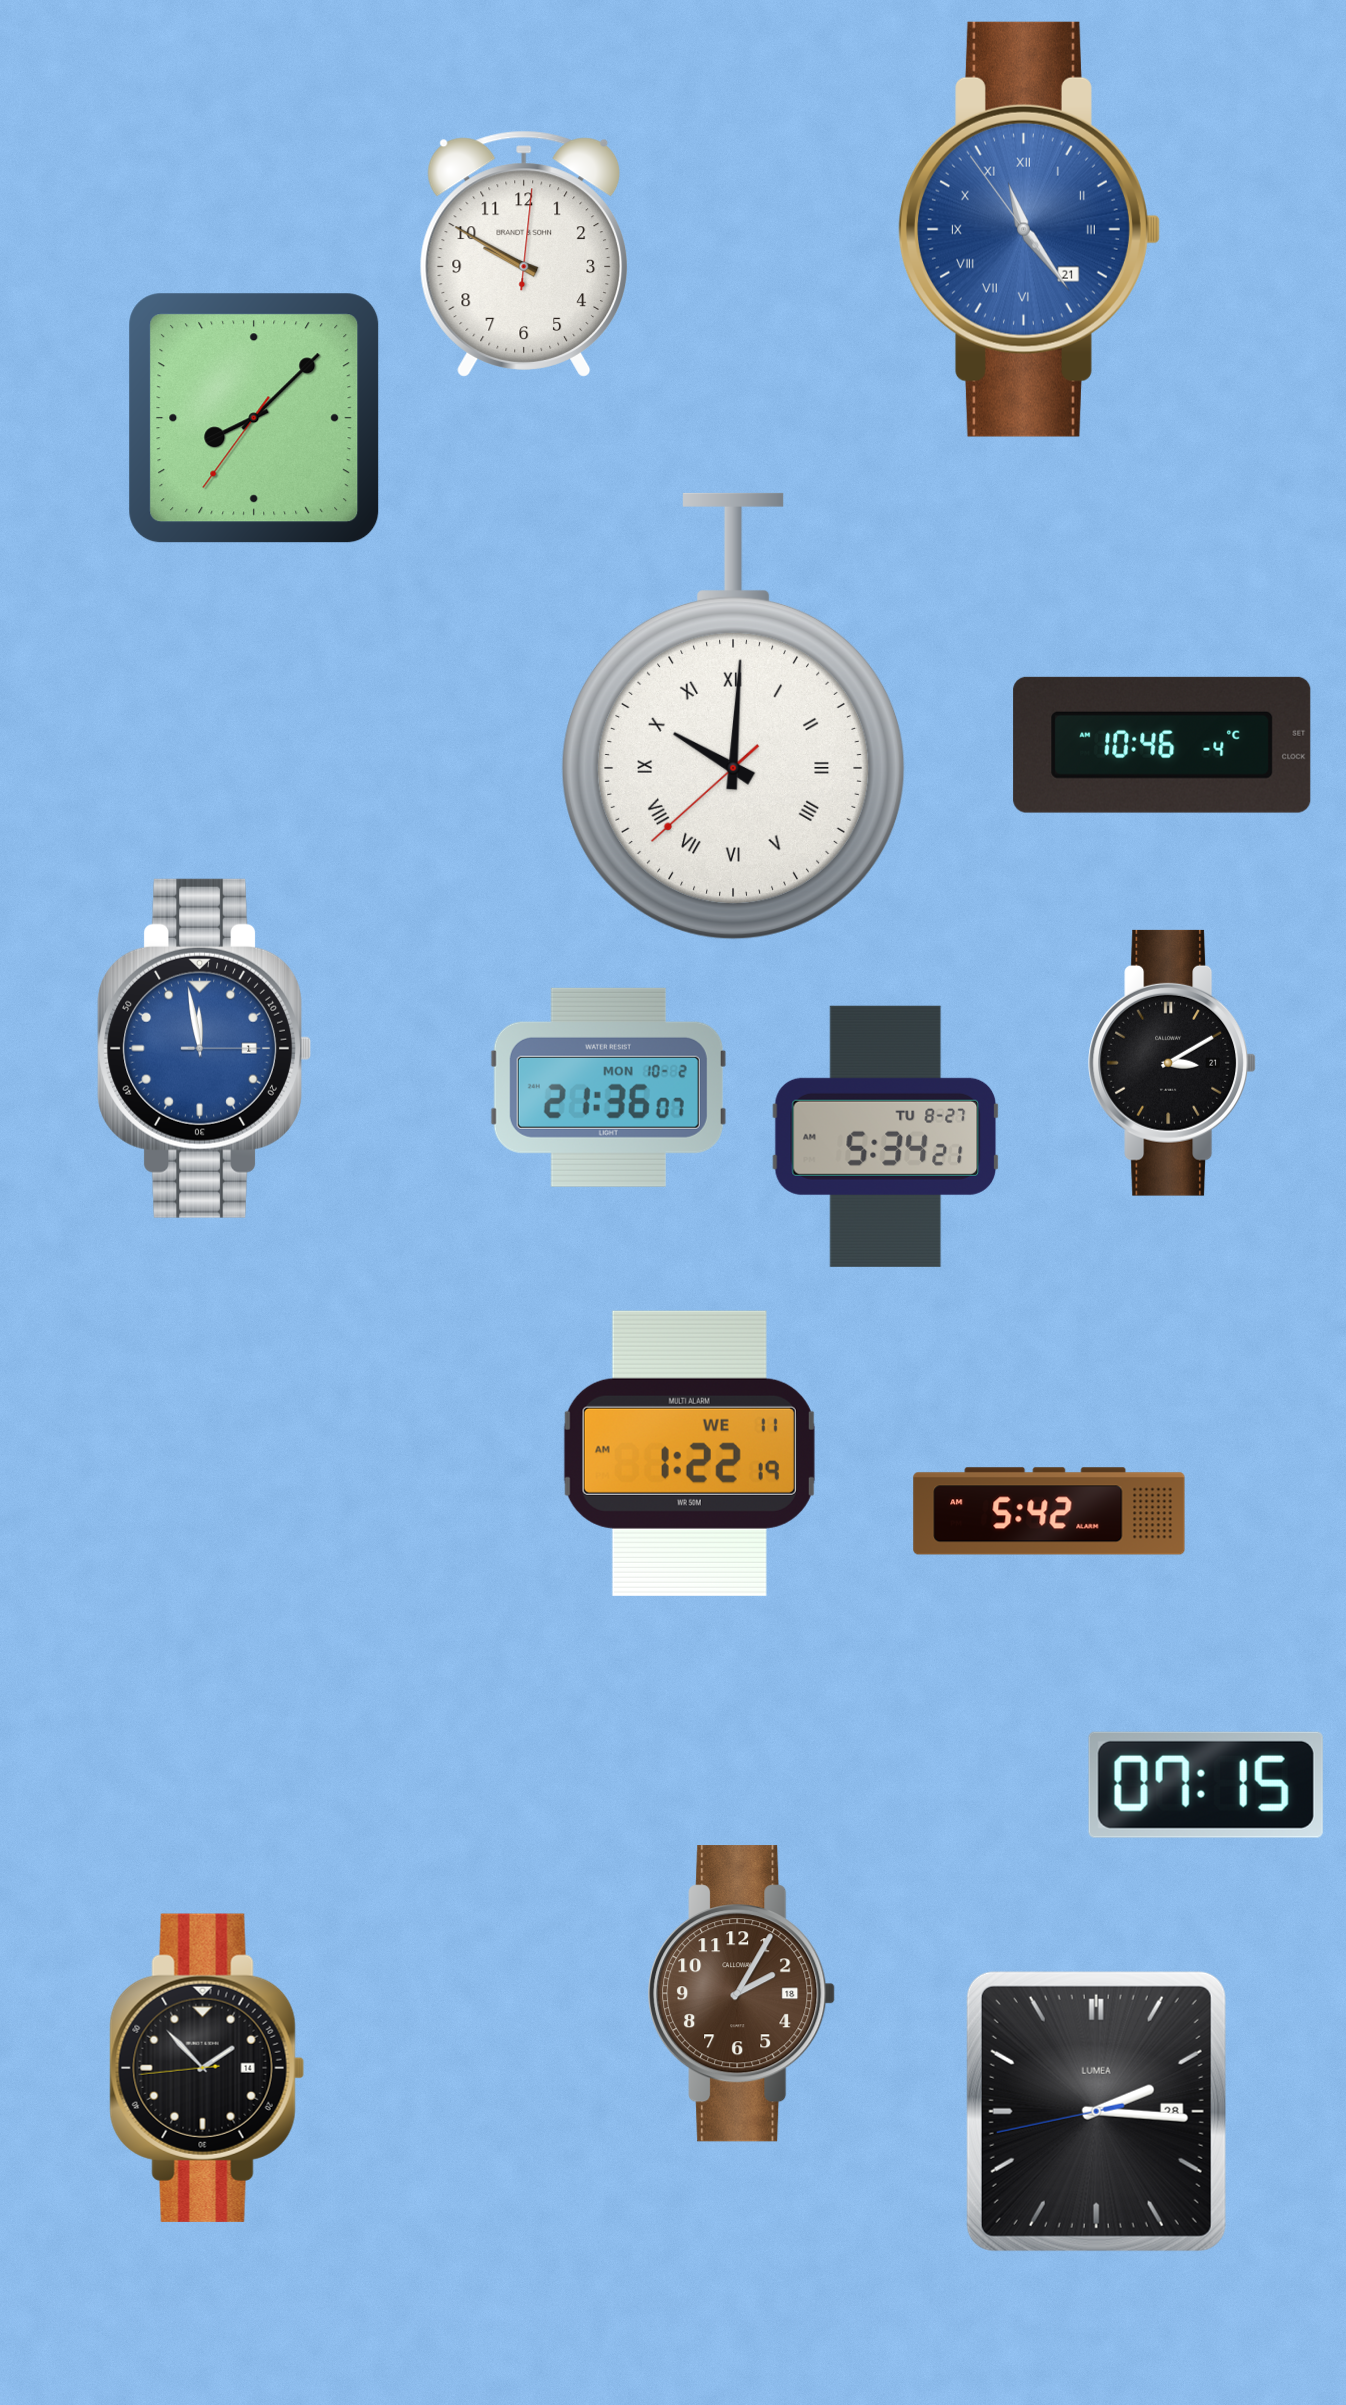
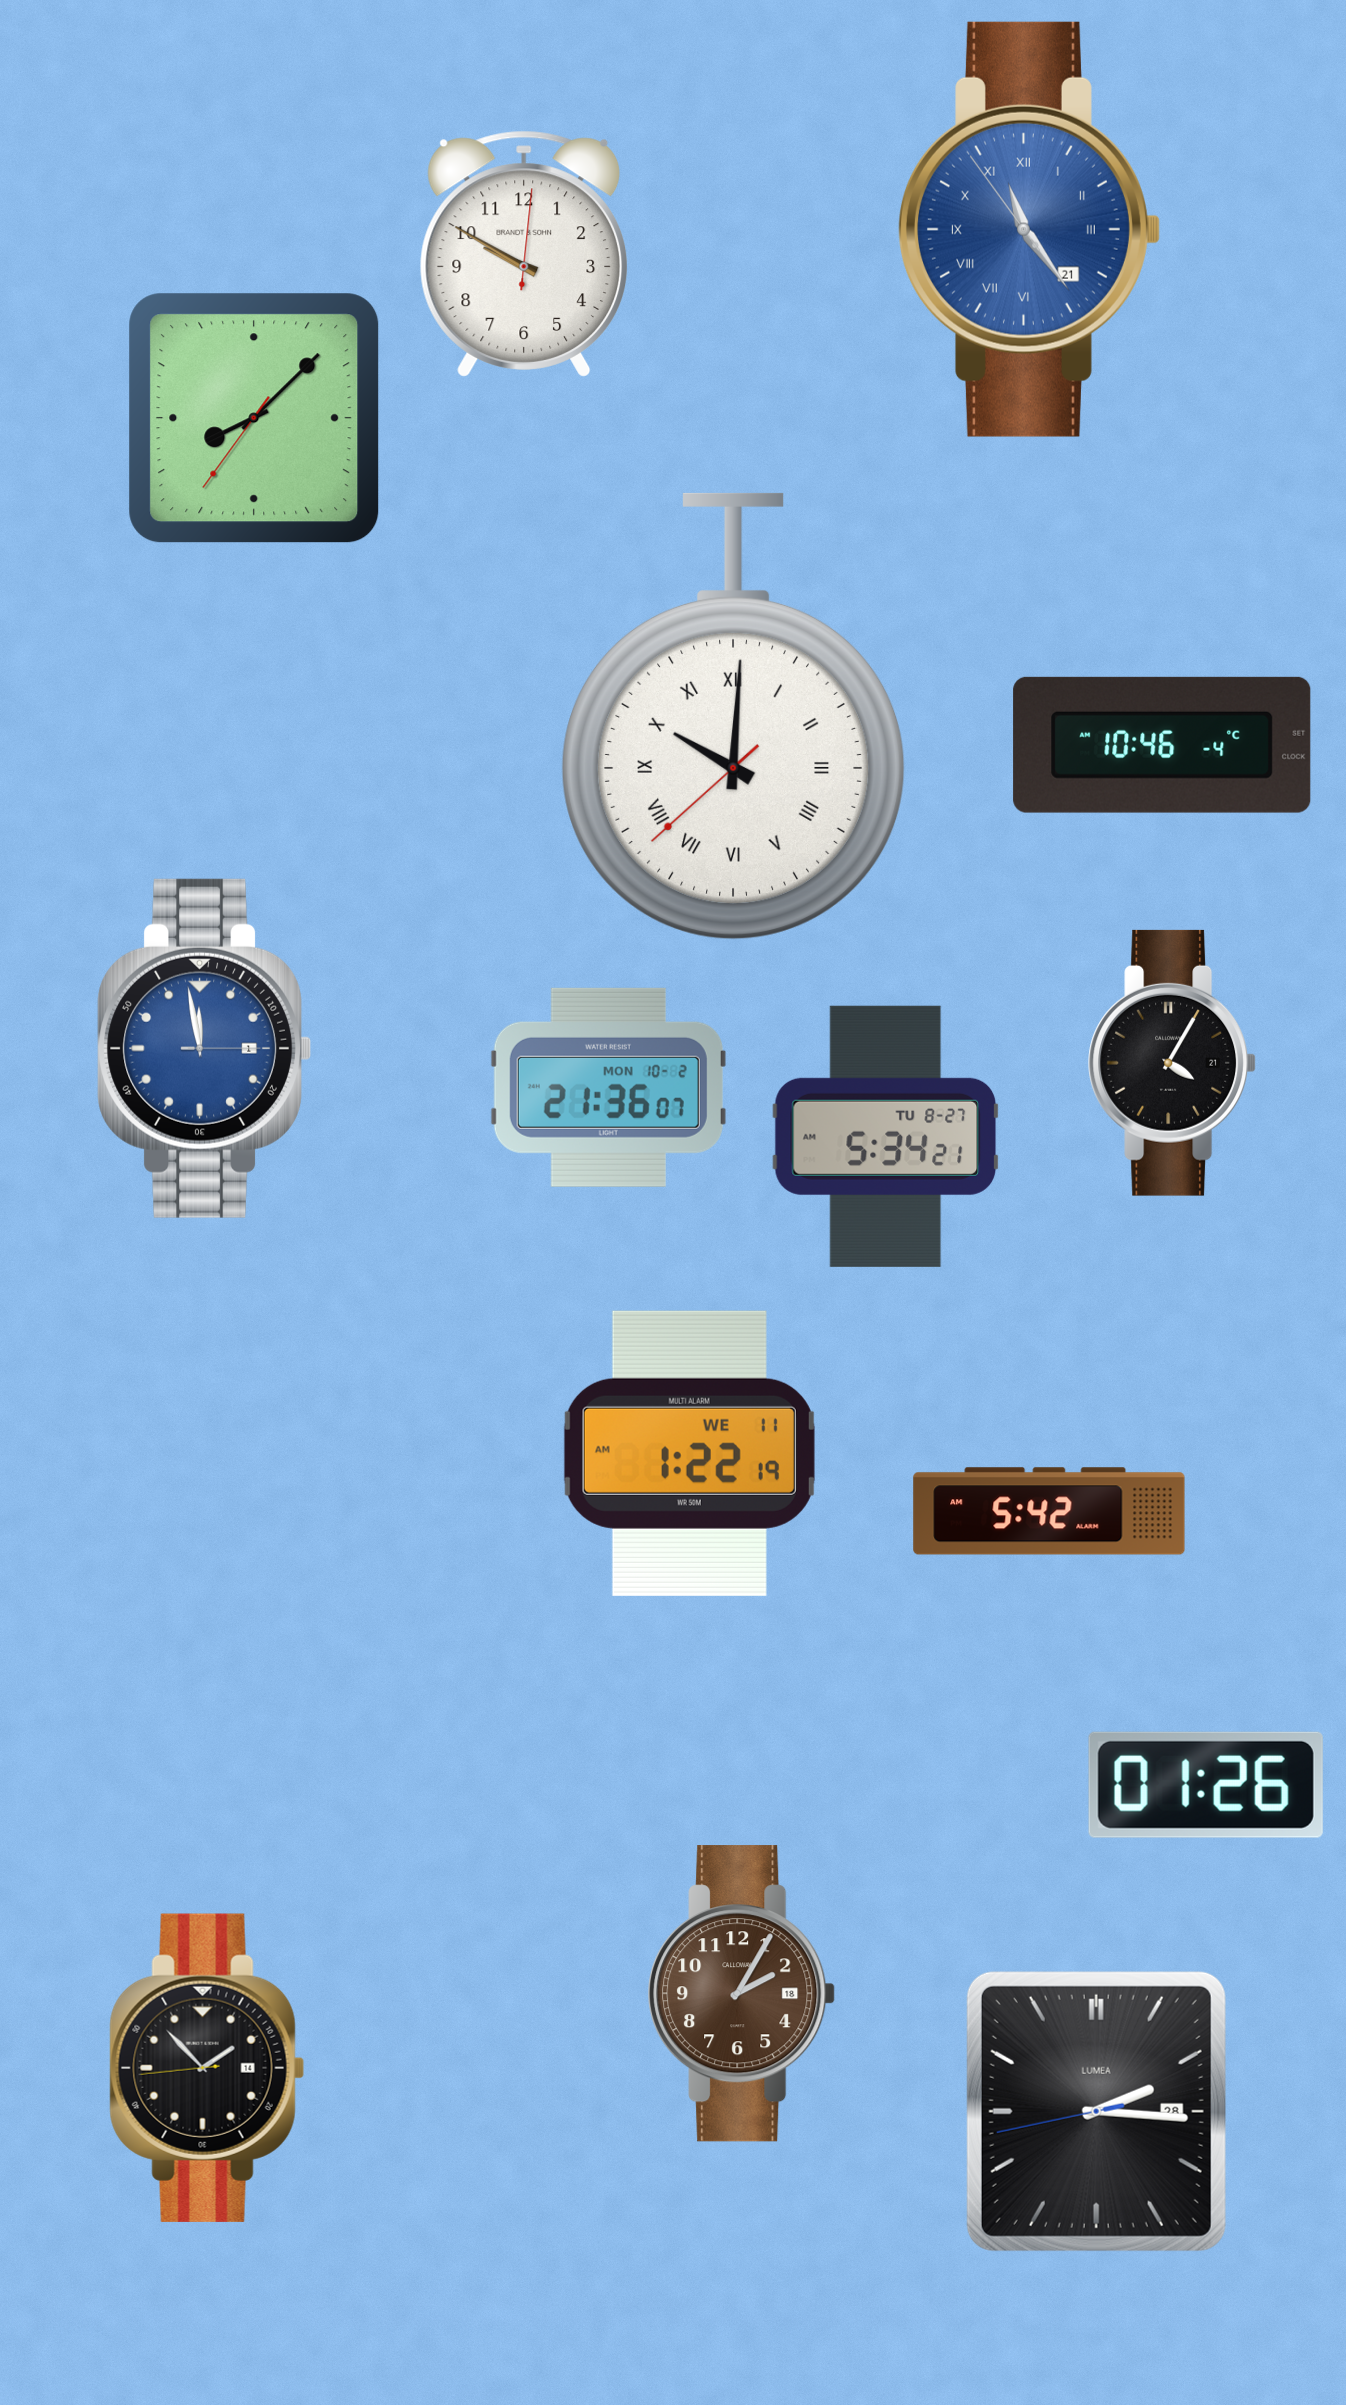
clock at (1172, 1063): 3:10 -> 4:05
clock at (1206, 1785): 07:15 -> 01:26
